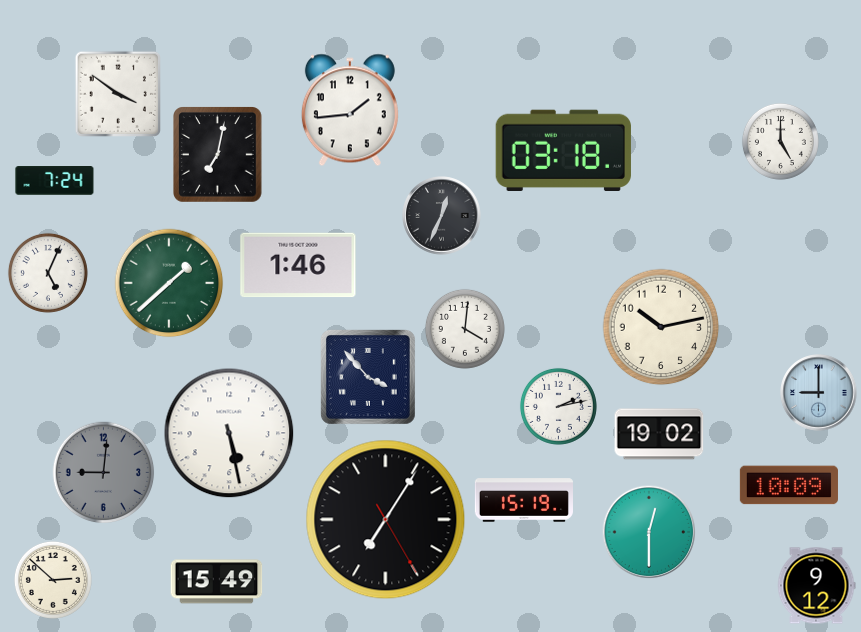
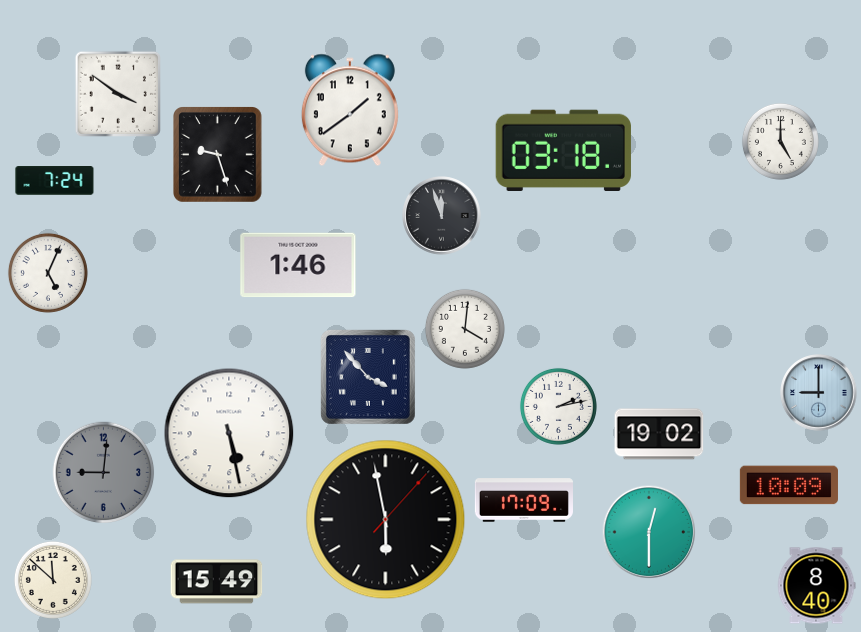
clock at (350, 110): 1:44 -> 1:39
clock at (218, 155): 7:02 -> 9:27
clock at (442, 216): 12:34 -> 11:57
clock at (169, 283): 1:38 -> none
clock at (661, 327): 10:13 -> none
clock at (523, 500): 15:19 -> 17:09
clock at (386, 520): 7:05 -> 5:58
clock at (53, 580): 2:52 -> 11:52
clock at (816, 586): 9:12 -> 8:40
